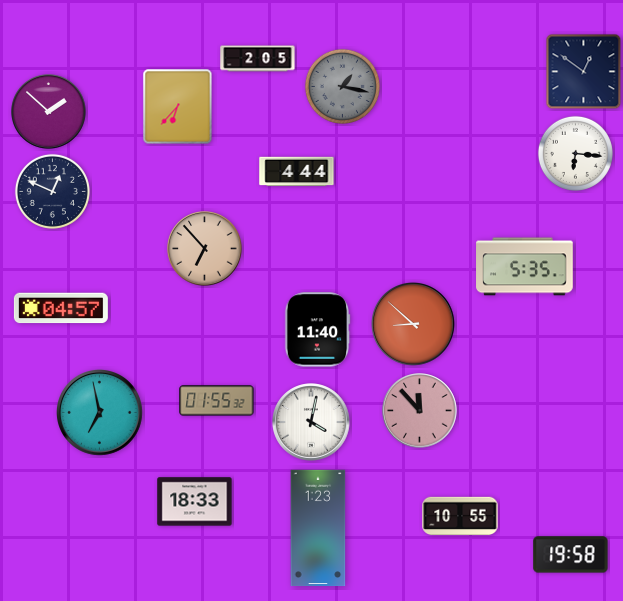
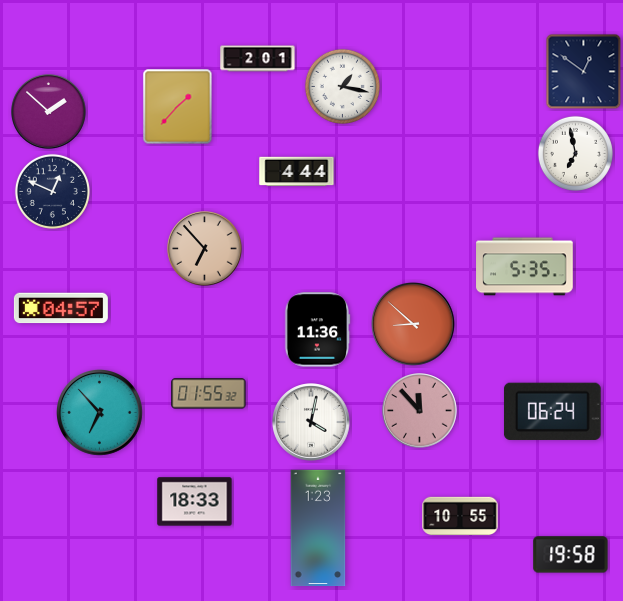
clock at (258, 59): 2:05 -> 2:01
clock at (342, 86) dial: grey -> white
clock at (178, 107): 6:37 -> 1:37
clock at (575, 153): 6:16 -> 6:58
clock at (317, 330): 11:40 -> 11:36
clock at (217, 401) position: (217, 401) -> (209, 394)
clock at (552, 411): none -> 06:24
clock at (100, 413): 6:58 -> 6:53
